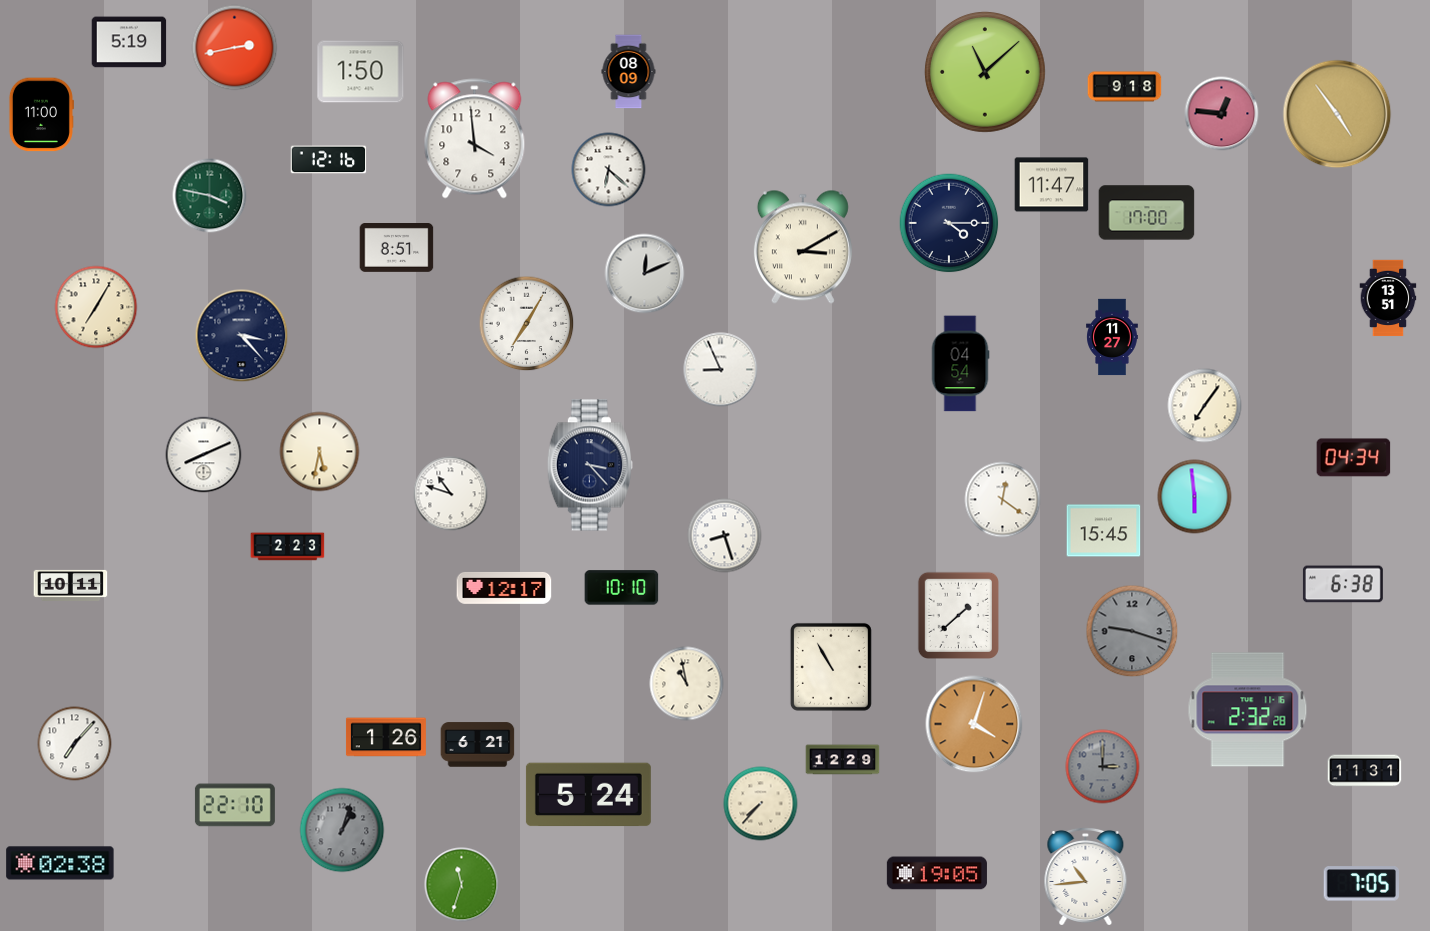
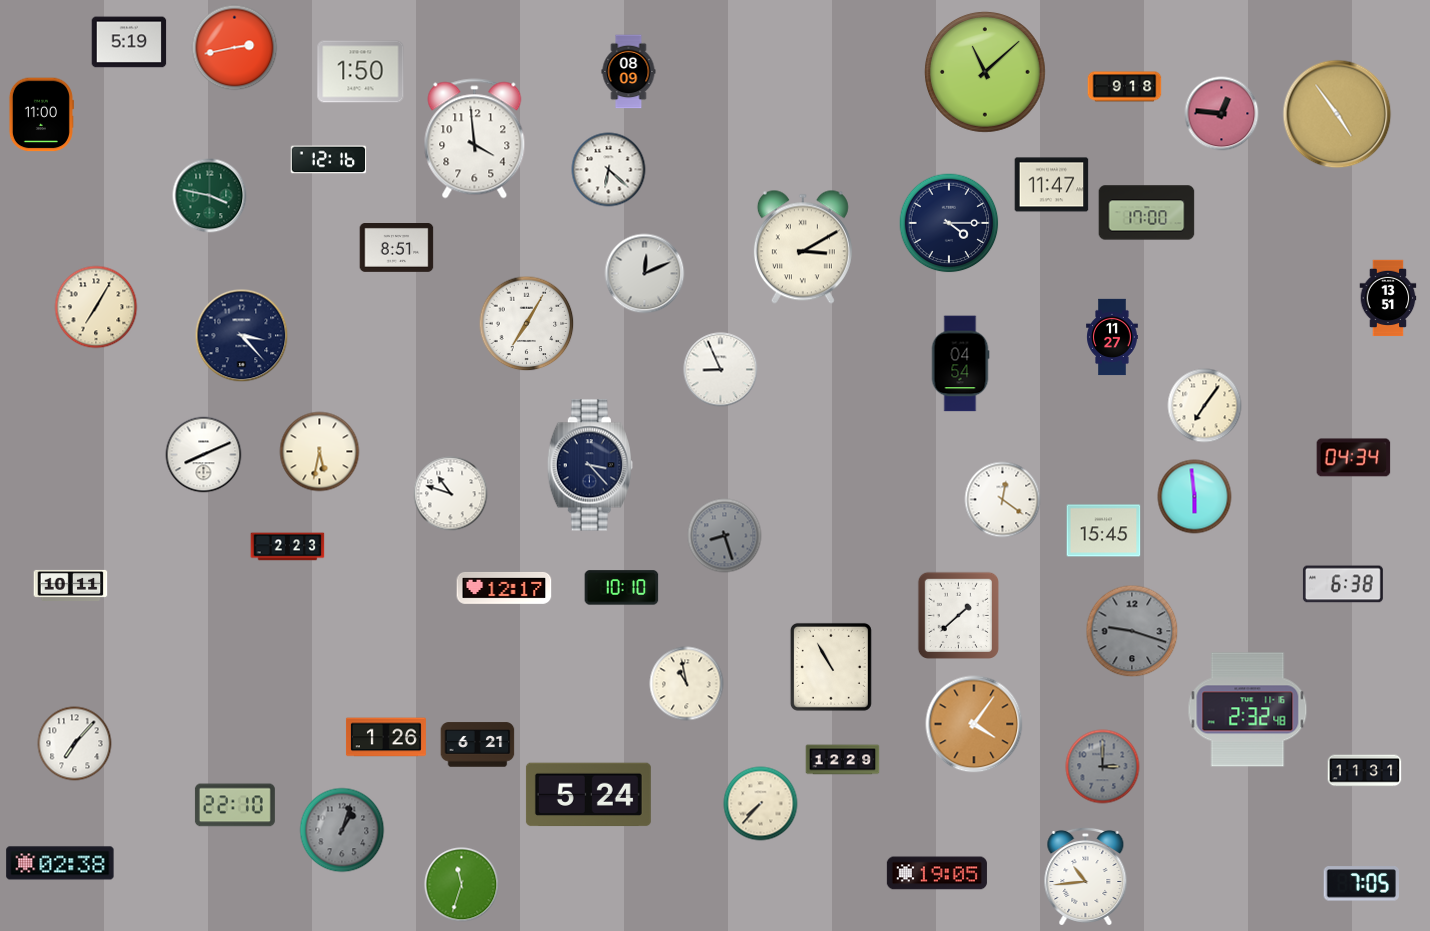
clock at (725, 536) dial: white -> grey
clock at (1248, 710): 2:32:28 -> 2:32:48
clock at (974, 724): 4:03 -> 4:06
